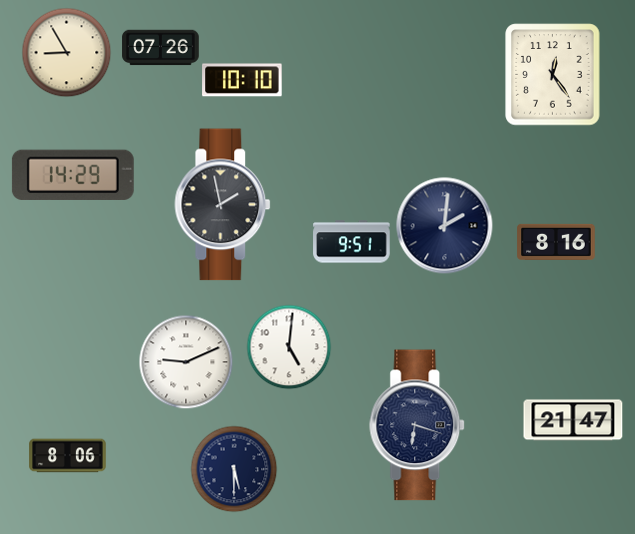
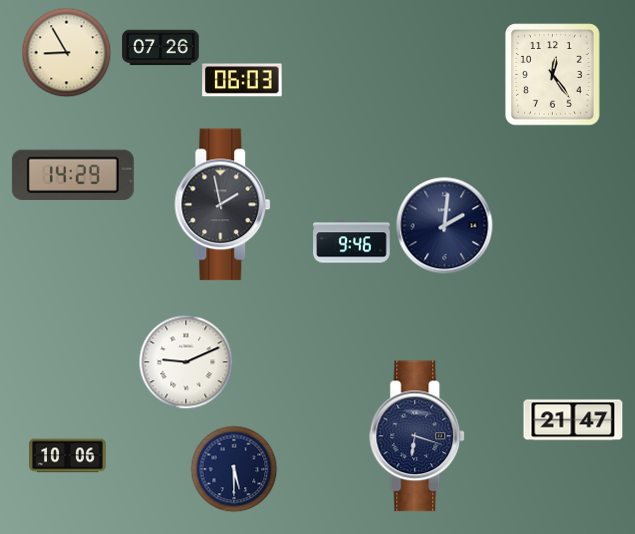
clock at (242, 80): 10:10 -> 06:03
clock at (352, 242): 9:51 -> 9:46
clock at (556, 242): 8:16 -> none
clock at (289, 347): 5:01 -> none
clock at (418, 425) position: (418, 425) -> (418, 436)
clock at (68, 456): 8:06 -> 10:06
